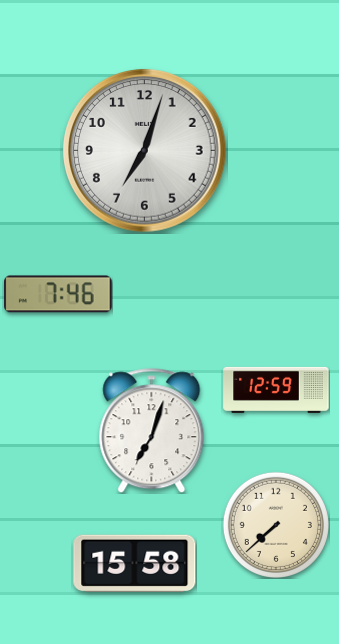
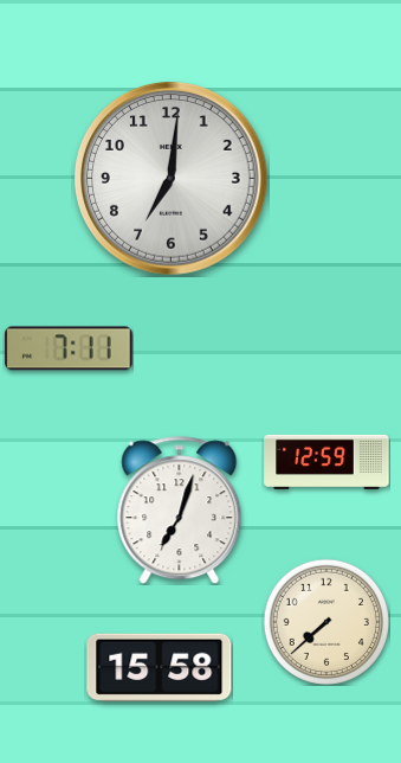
clock at (145, 151): 7:03 -> 7:01
clock at (58, 294): 7:46 -> 7:11
